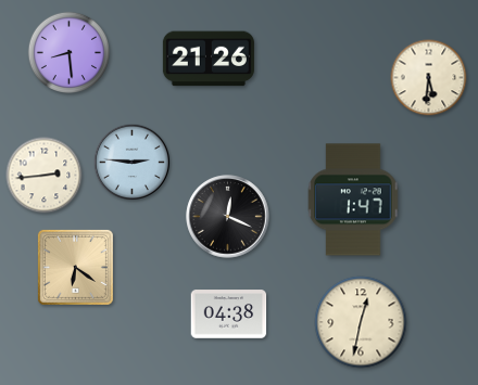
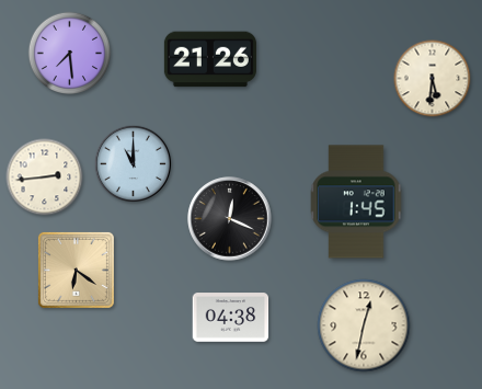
clock at (68, 52): 8:29 -> 7:29
clock at (133, 163): 2:46 -> 11:00
clock at (353, 200): 1:47 -> 1:45
